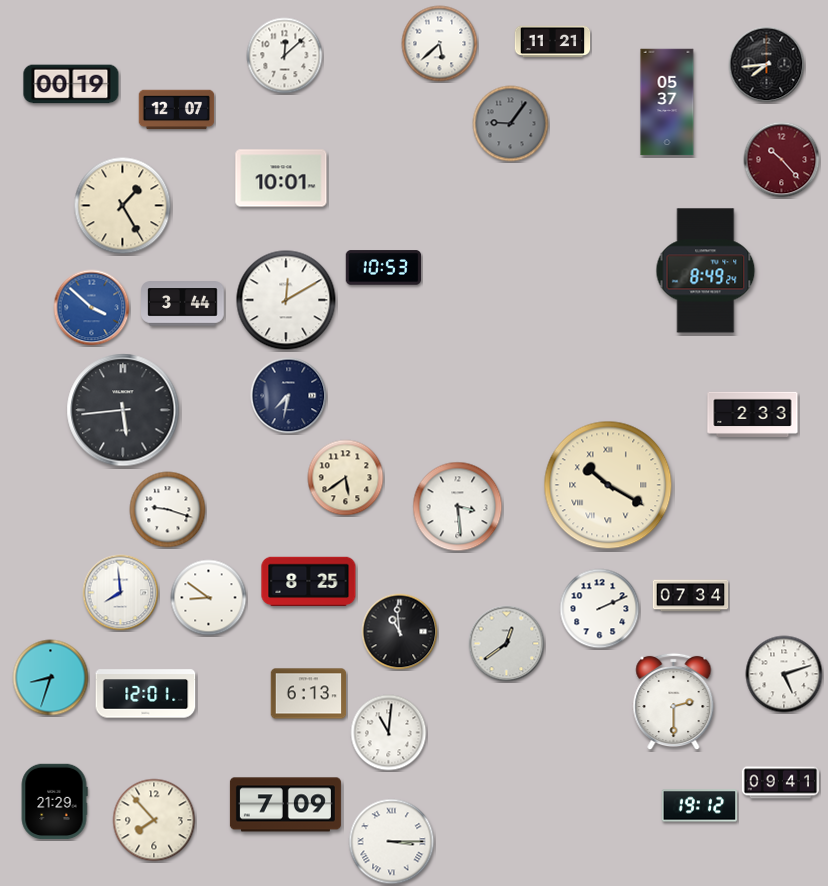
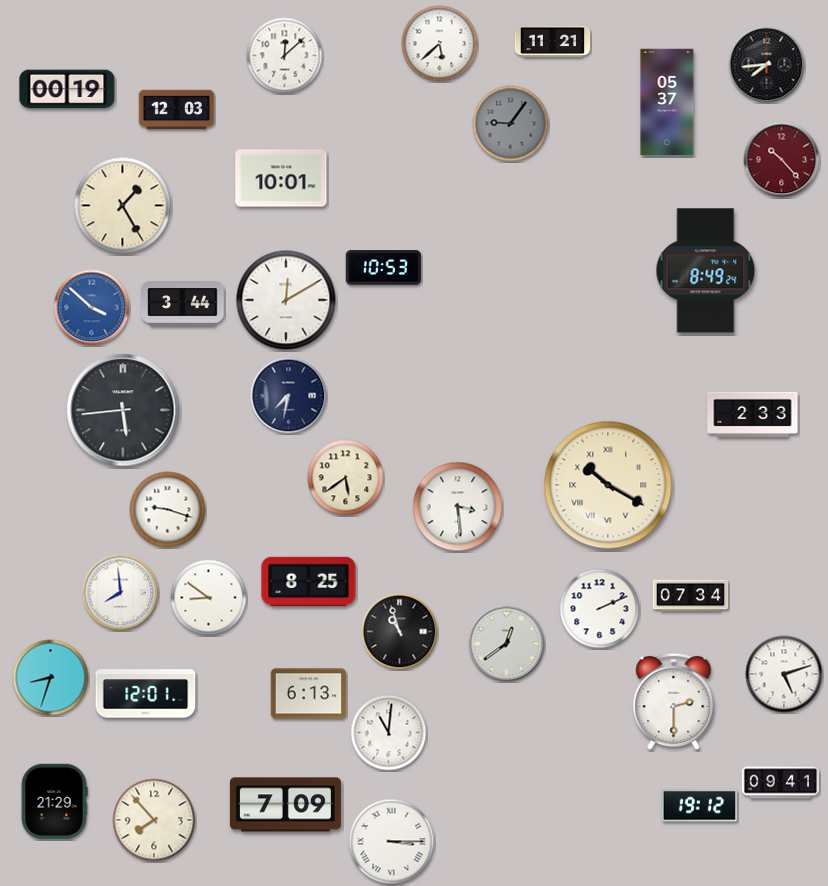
clock at (71, 84) position: (71, 84) -> (67, 89)
clock at (177, 110): 12:07 -> 12:03
clock at (400, 632): 10:59 -> 10:57
